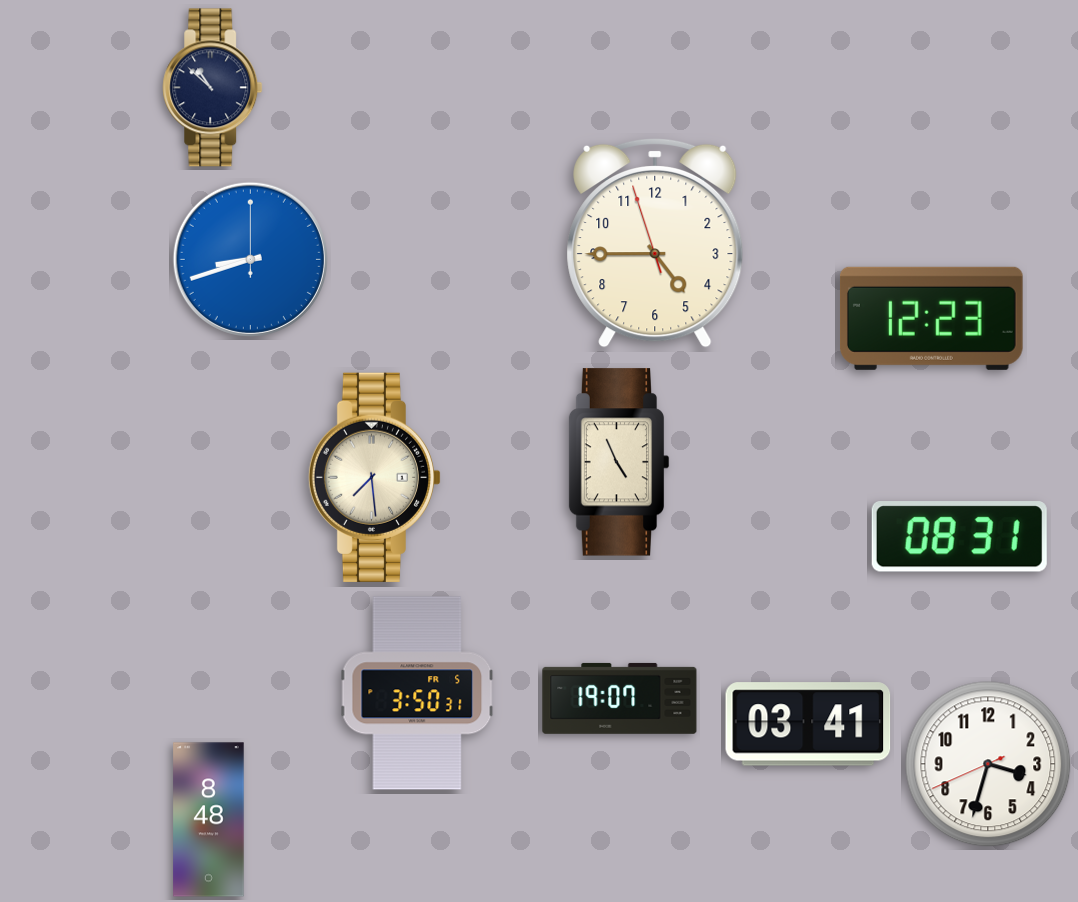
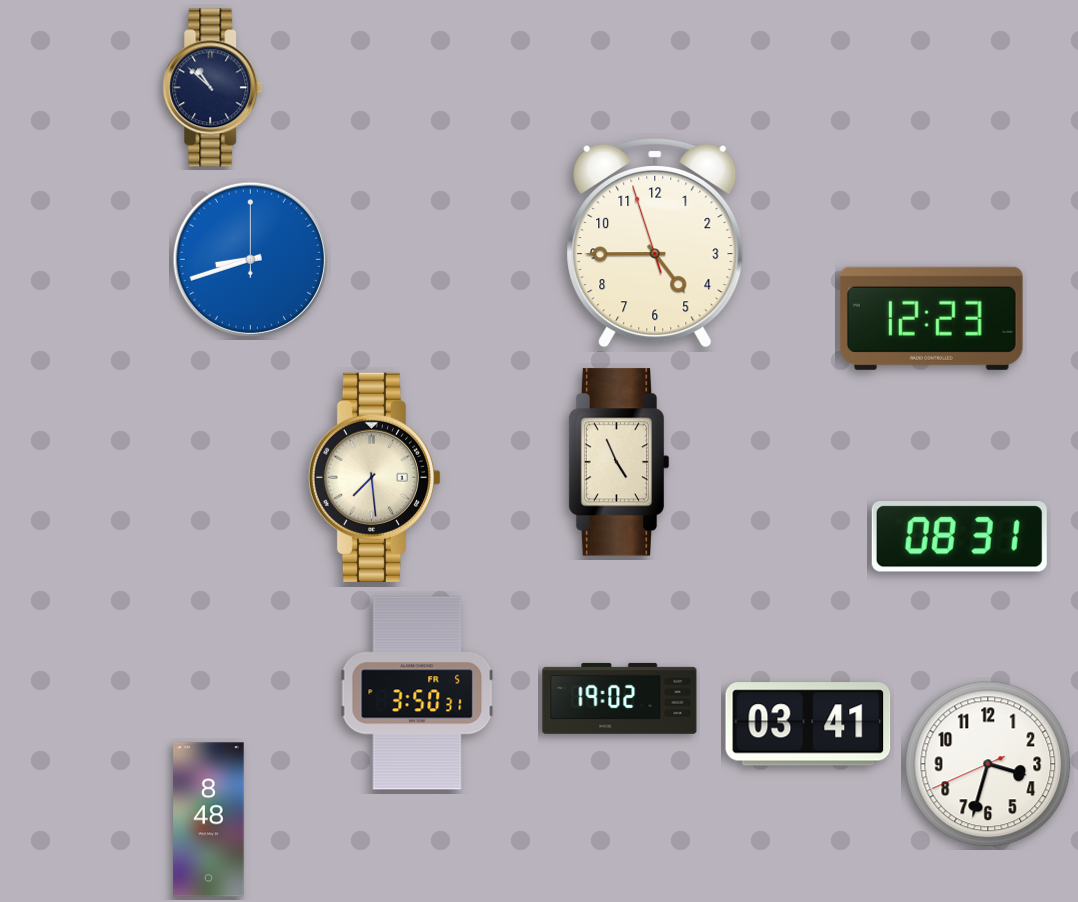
clock at (620, 698): 19:07 -> 19:02
